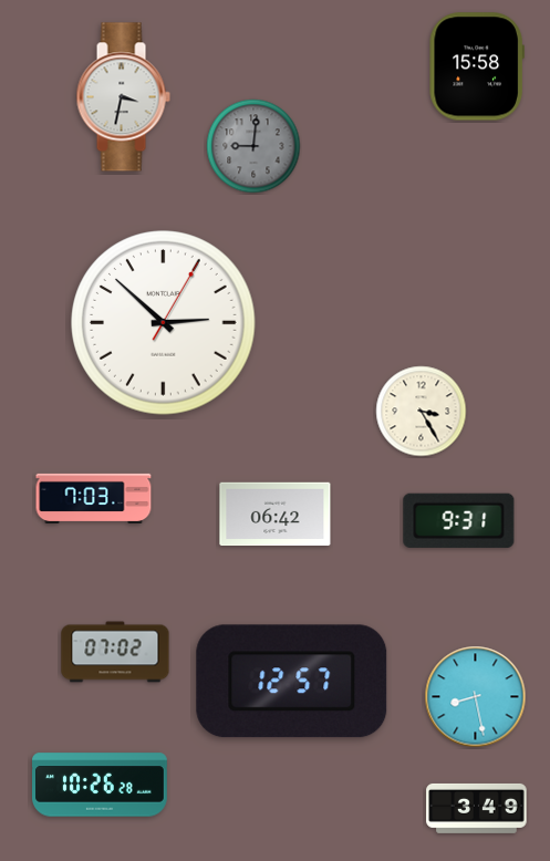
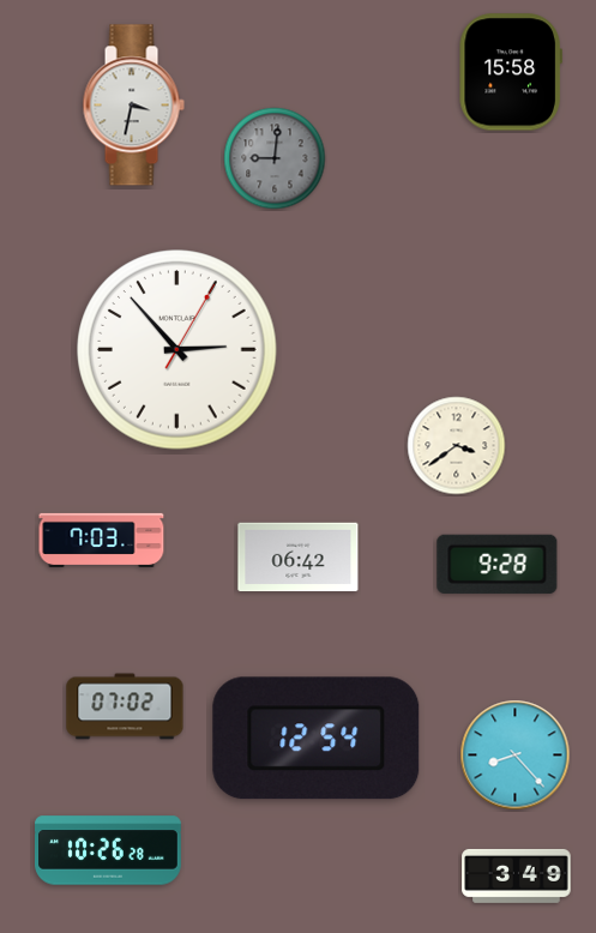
clock at (477, 66) position: (477, 66) -> (511, 72)
clock at (164, 323): 2:52 -> 2:53
clock at (422, 412): 3:25 -> 3:39
clock at (459, 520): 9:31 -> 9:28
clock at (292, 682): 12:57 -> 12:54
clock at (476, 697): 8:28 -> 8:23
